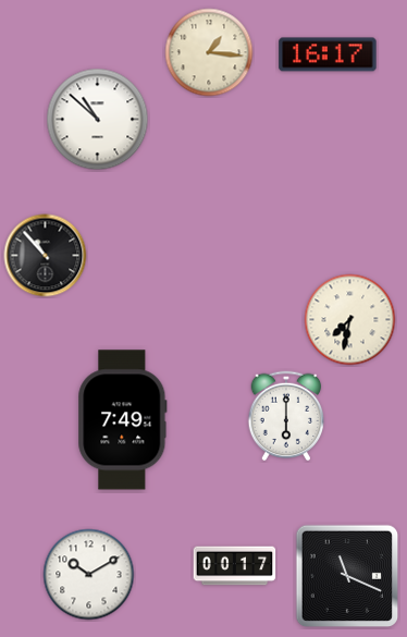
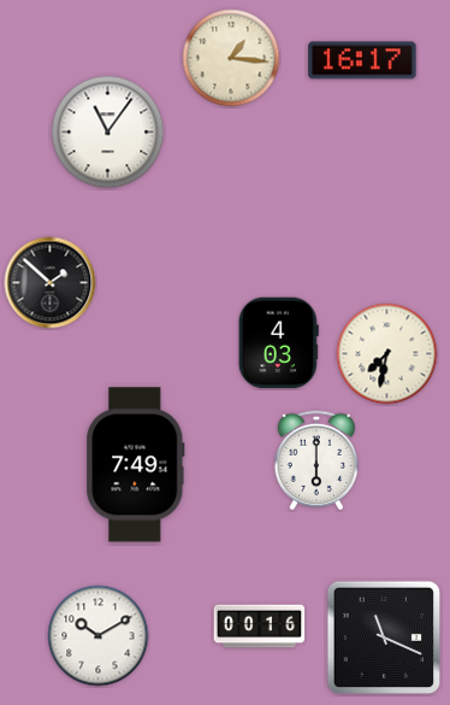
clock at (98, 120): 10:52 -> 11:06
clock at (46, 256): 10:53 -> 1:52
clock at (278, 343): none -> 4:03
clock at (235, 566): 00:17 -> 00:16
